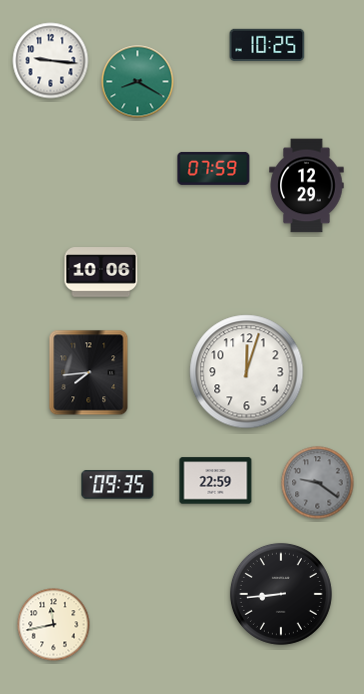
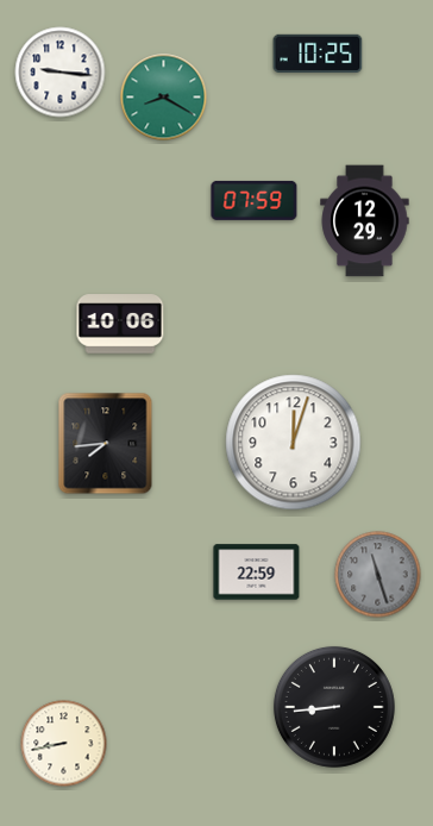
clock at (318, 483): 9:21 -> 11:27
clock at (118, 485): 09:35 -> none
clock at (54, 625): 11:43 -> 8:43
